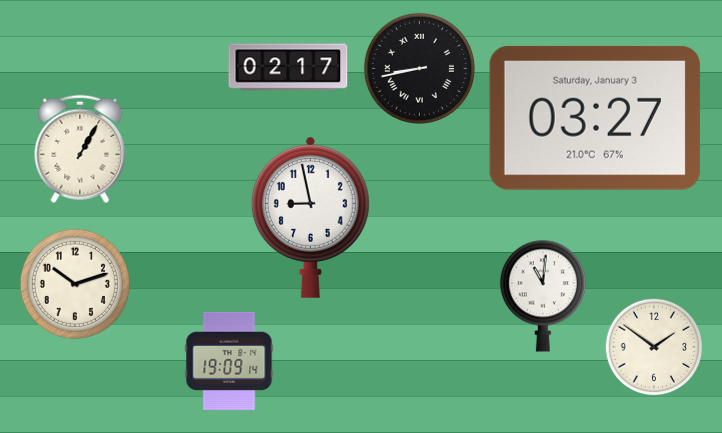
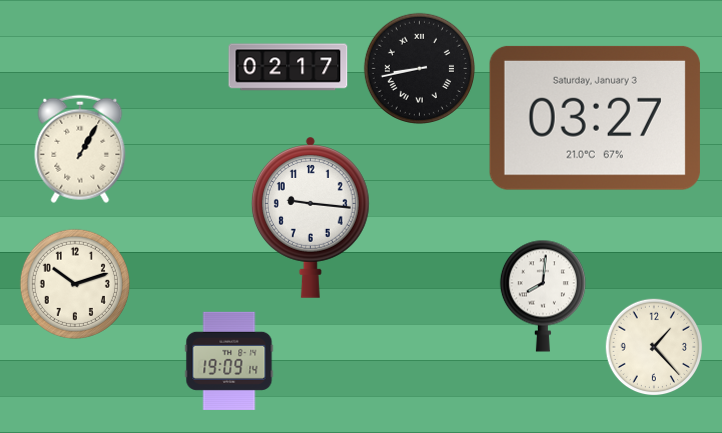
clock at (310, 217): 8:58 -> 9:16
clock at (543, 296): 11:01 -> 8:01
clock at (654, 347): 1:51 -> 1:23
